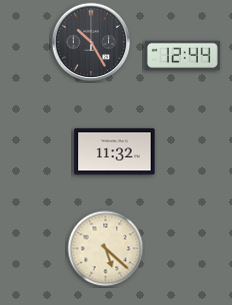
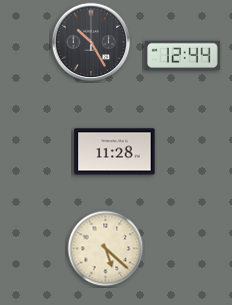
clock at (115, 152): 11:32 -> 11:28
